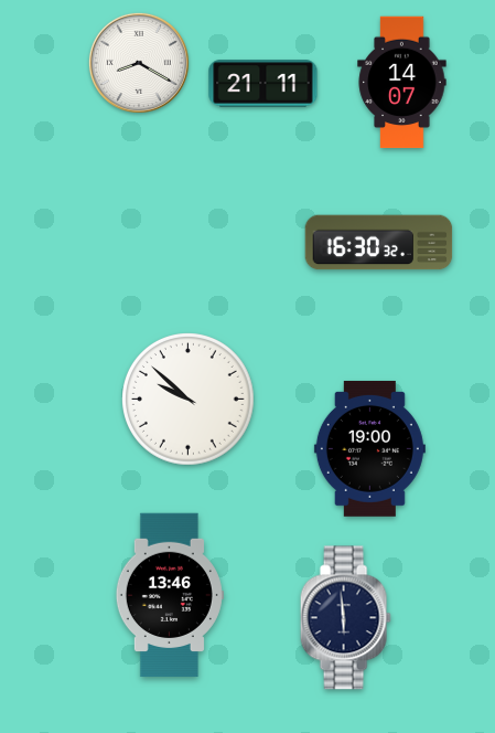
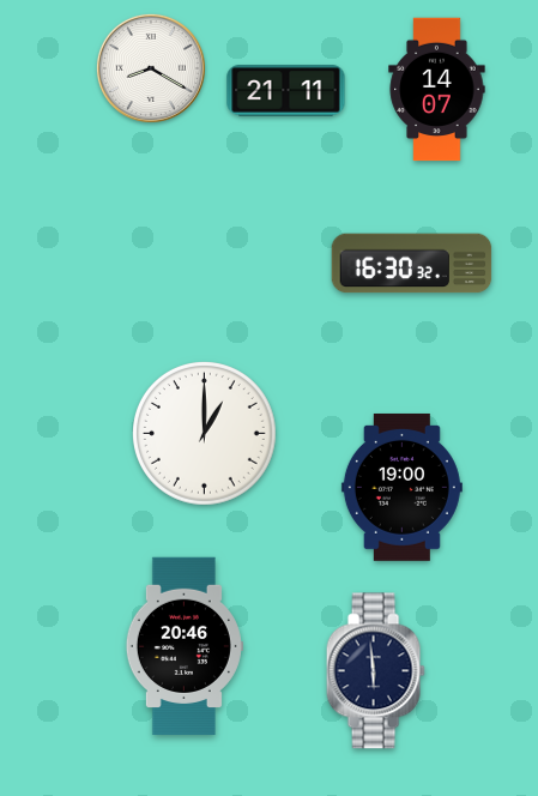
clock at (189, 400): 9:52 -> 1:00
clock at (170, 595): 13:46 -> 20:46
